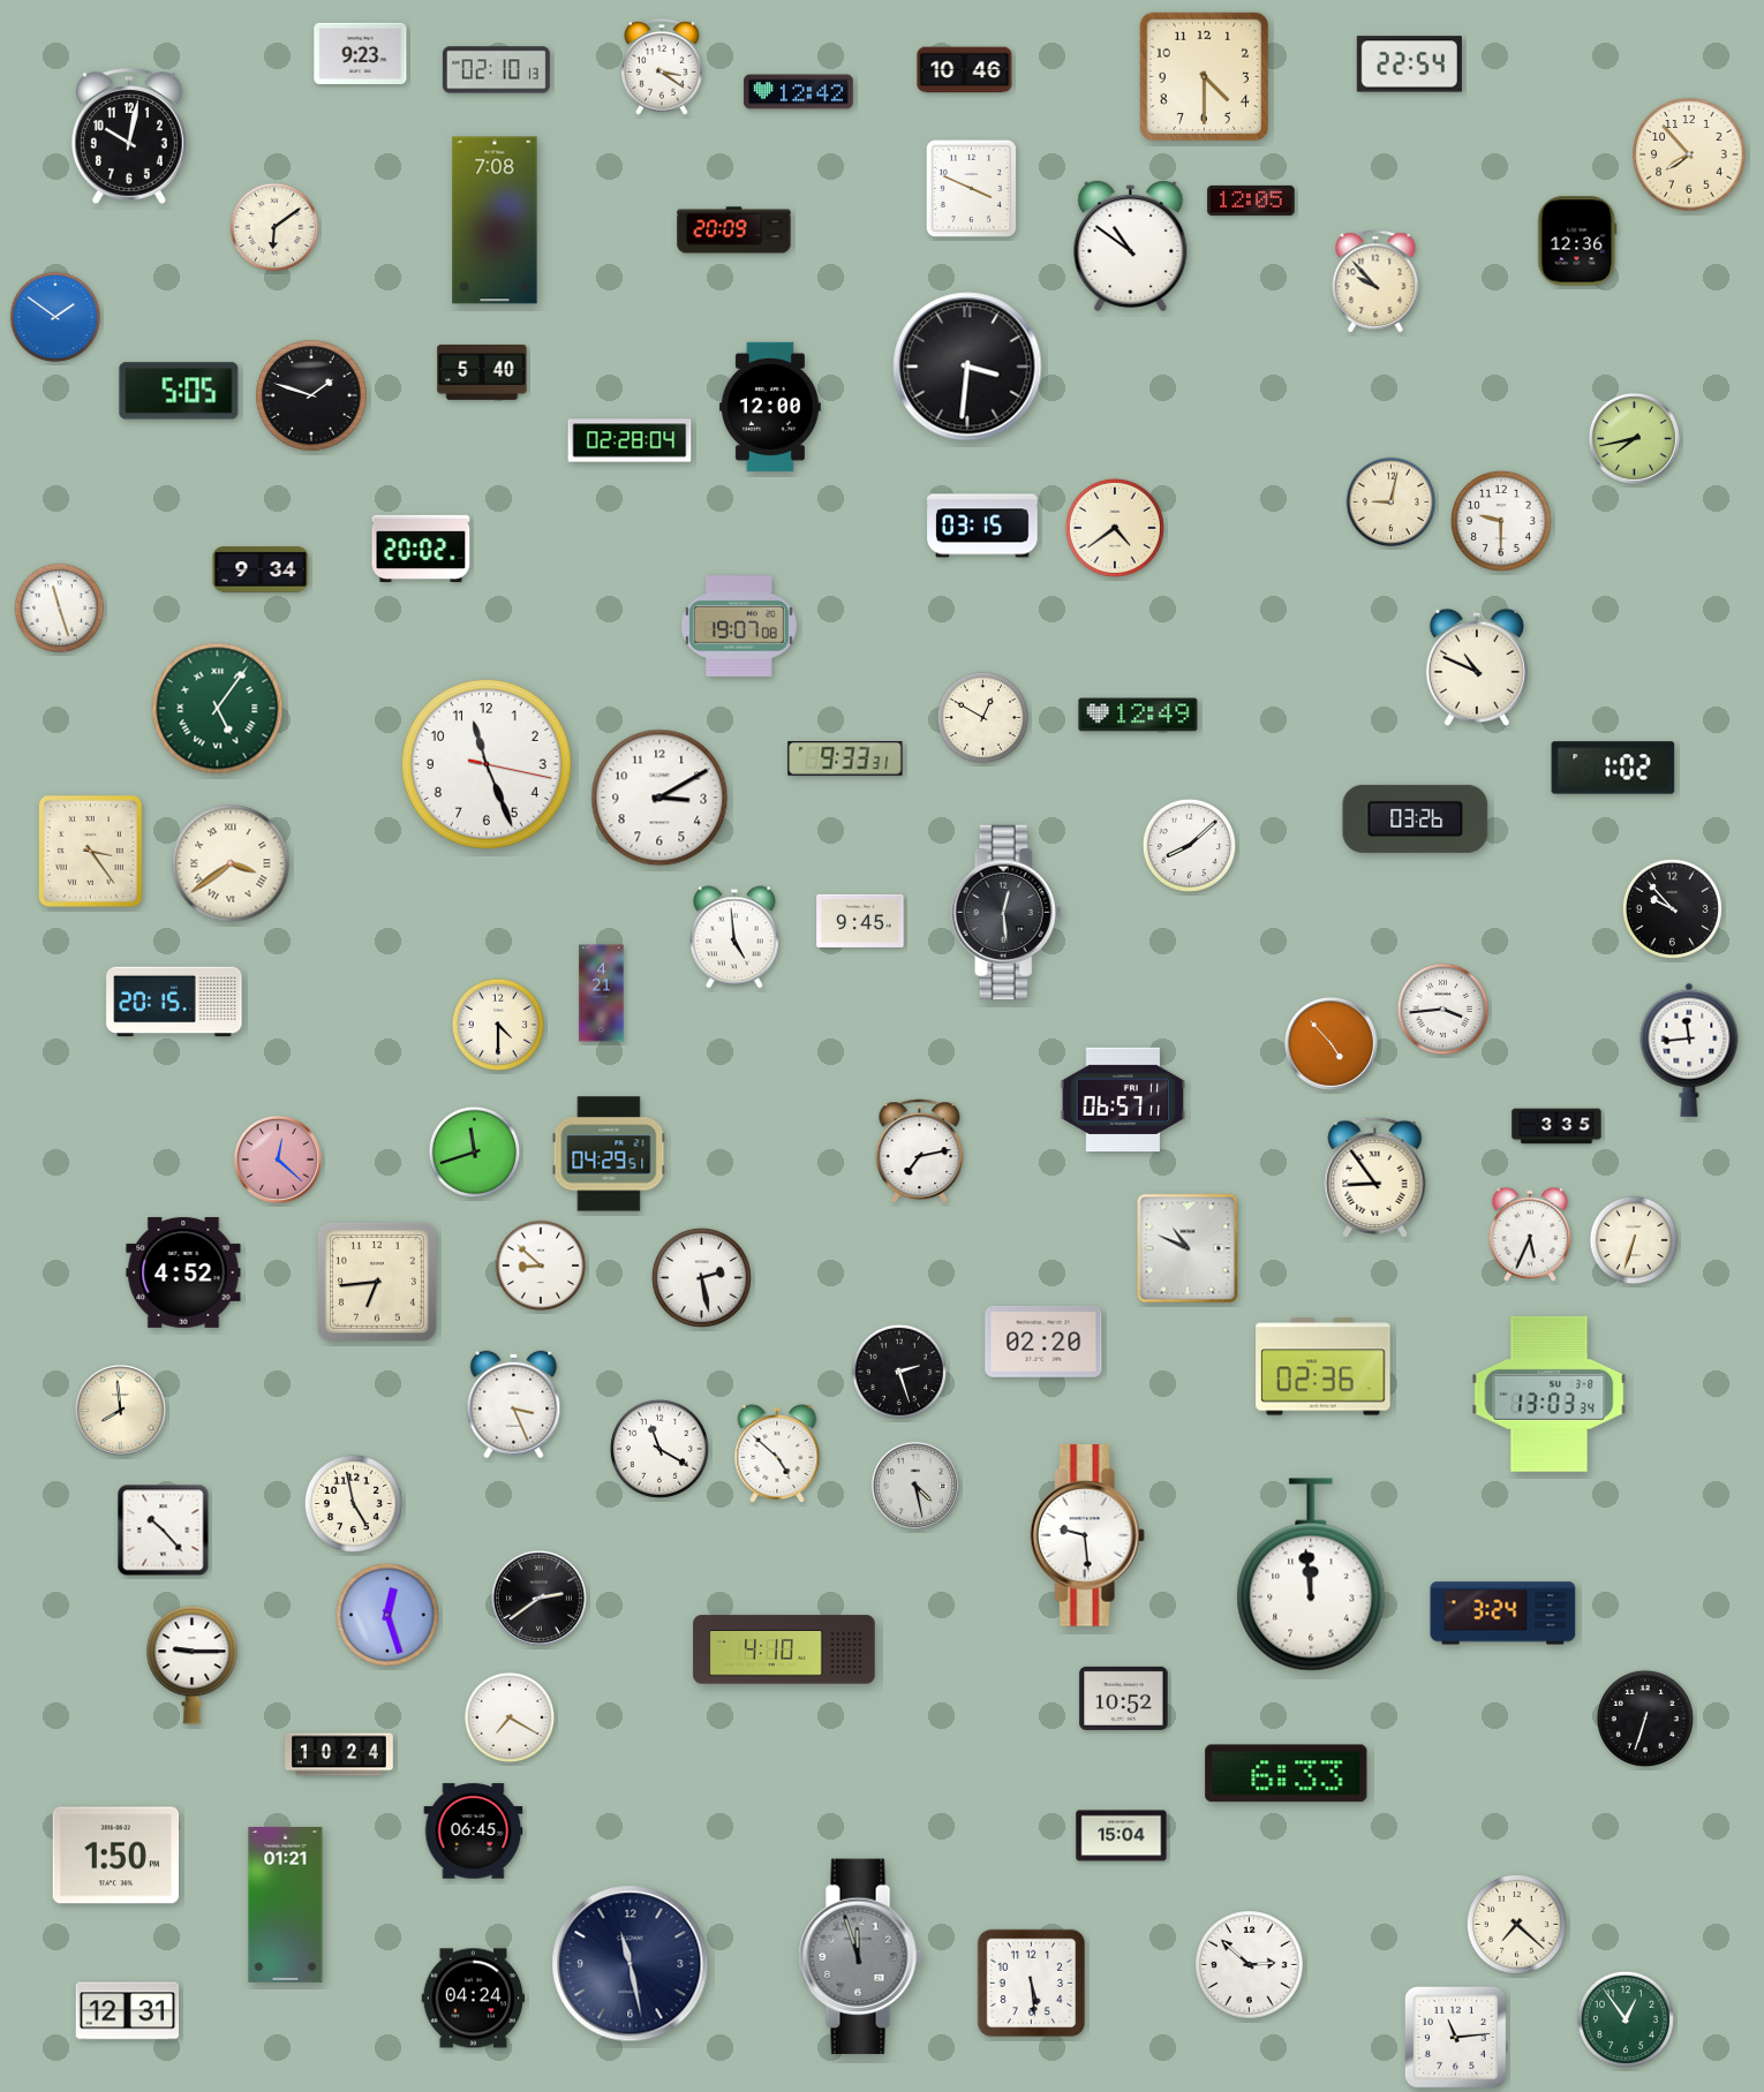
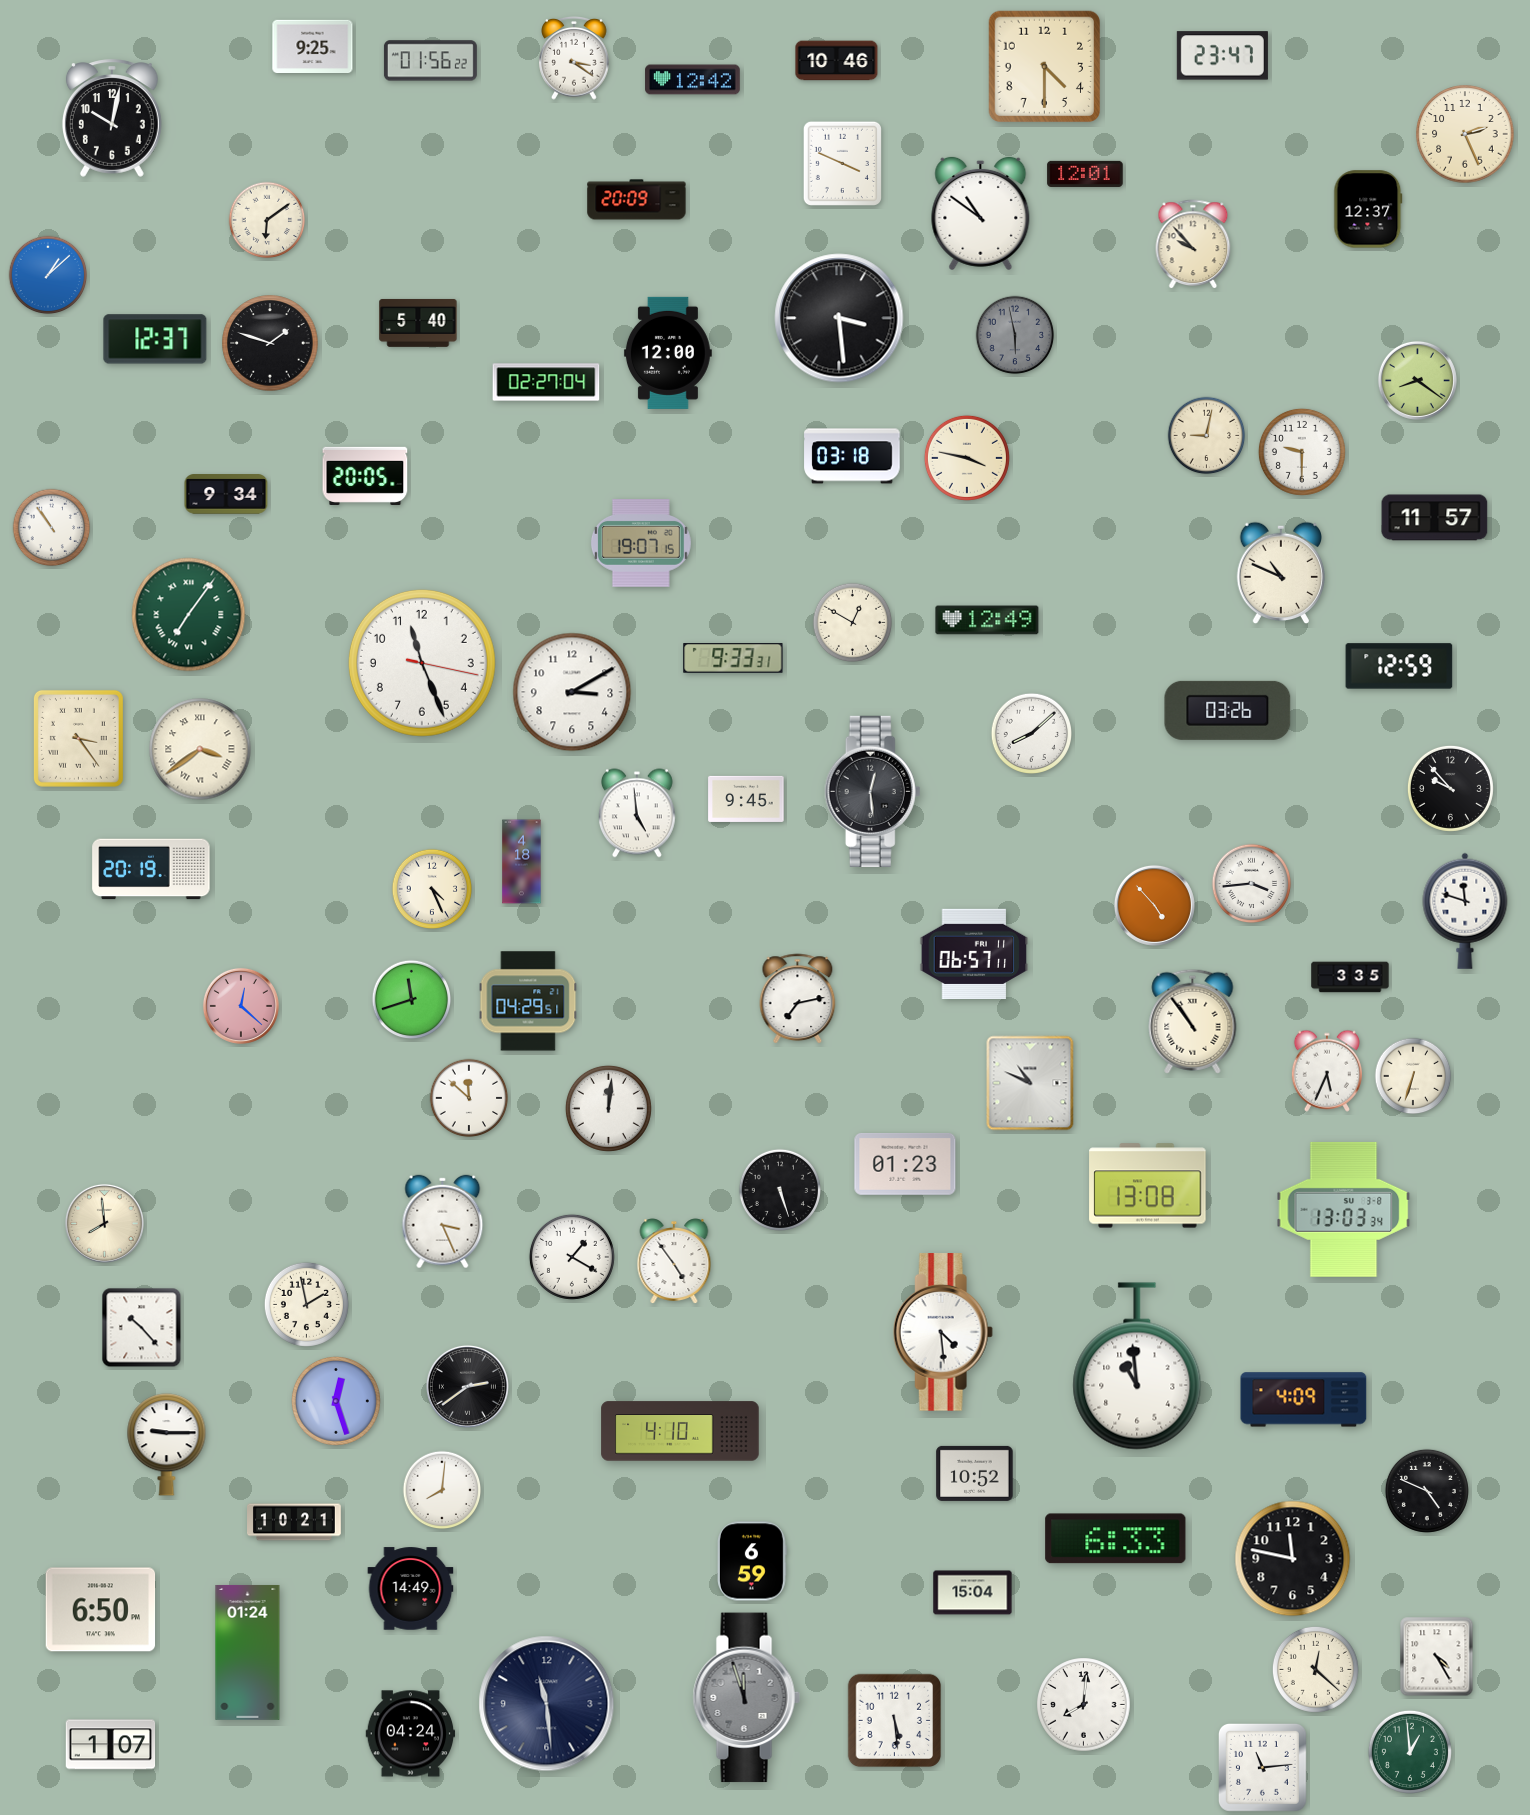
clock at (361, 53): 9:23 -> 9:25
clock at (1409, 65): 22:54 -> 23:47
clock at (496, 70): 02:10 -> 01:56
clock at (1689, 154): 7:53 -> 2:26
clock at (1251, 201): 12:05 -> 12:01
clock at (495, 220): 7:08 -> none
clock at (274, 227) position: (274, 227) -> (267, 220)
clock at (1577, 241): 12:36 -> 12:37
clock at (55, 317): 1:51 -> 1:08
clock at (967, 367): 3:31 -> 3:29
clock at (1015, 335): none -> 5:58
clock at (179, 391): 5:05 -> 12:37
clock at (1634, 438): 7:43 -> 8:21
clock at (630, 440): 02:28 -> 02:27
clock at (982, 526): 03:15 -> 03:18
clock at (1115, 528): 4:39 -> 3:47
clock at (421, 549): 20:02 -> 20:05
clock at (1435, 518): none -> 11:57
clock at (60, 609): 11:27 -> 10:54
clock at (739, 626): 19:07:08 -> 19:07:15
clock at (1476, 667) position: (1476, 667) -> (1280, 573)
clock at (218, 709): 5:06 -> 7:06
clock at (1613, 768): 1:02 -> 12:59
clock at (602, 994): 4:21 -> 4:18
clock at (174, 1002): 20:15 -> 20:19
clock at (1443, 1010) position: (1443, 1010) -> (1252, 884)
clock at (497, 1024): 4:30 -> 4:26
clock at (1689, 1050): 11:44 -> 11:48
clock at (1375, 1177): 8:54 -> 10:54
clock at (1634, 1240) position: (1634, 1240) -> (1413, 1076)
clock at (541, 1266): 8:52 -> 11:52
clock at (183, 1272): 4:52 -> none
clock at (701, 1277): 2:28 -> 12:01
clock at (377, 1282): 6:44 -> none
clock at (1043, 1342): 02:20 -> 01:23
clock at (1324, 1367): 02:36 -> 13:08
clock at (899, 1372): 2:27 -> 5:27
clock at (514, 1405) position: (514, 1405) -> (443, 1222)
clock at (659, 1449): 11:20 -> 1:20
clock at (777, 1453): 4:52 -> 4:54
clock at (915, 1486): 4:28 -> none
clock at (353, 1503): 4:58 -> 1:58
clock at (1087, 1535): 9:29 -> 4:29
clock at (1311, 1574): 11:59 -> 10:59
clock at (1503, 1614): 3:24 -> 4:09
clock at (510, 1717): 7:20 -> 8:01
clock at (1645, 1719): 6:33 -> 4:49
clock at (340, 1754): 10:24 -> 10:21
clock at (1293, 1559): none -> 11:47
clock at (752, 1561): none -> 6:59
clock at (474, 1832): 06:45 -> 14:49
clock at (116, 1856): 1:50 -> 6:50
clock at (286, 1904): 01:21 -> 01:24
clock at (1437, 1657): none -> 4:25
clock at (1516, 1924): 7:22 -> 12:22
clock at (631, 1964): 11:28 -> 11:29
clock at (1250, 1965): 2:52 -> 8:01
clock at (128, 2011): 12:31 -> 1:07
clock at (1626, 2019): 12:54 -> 12:59
